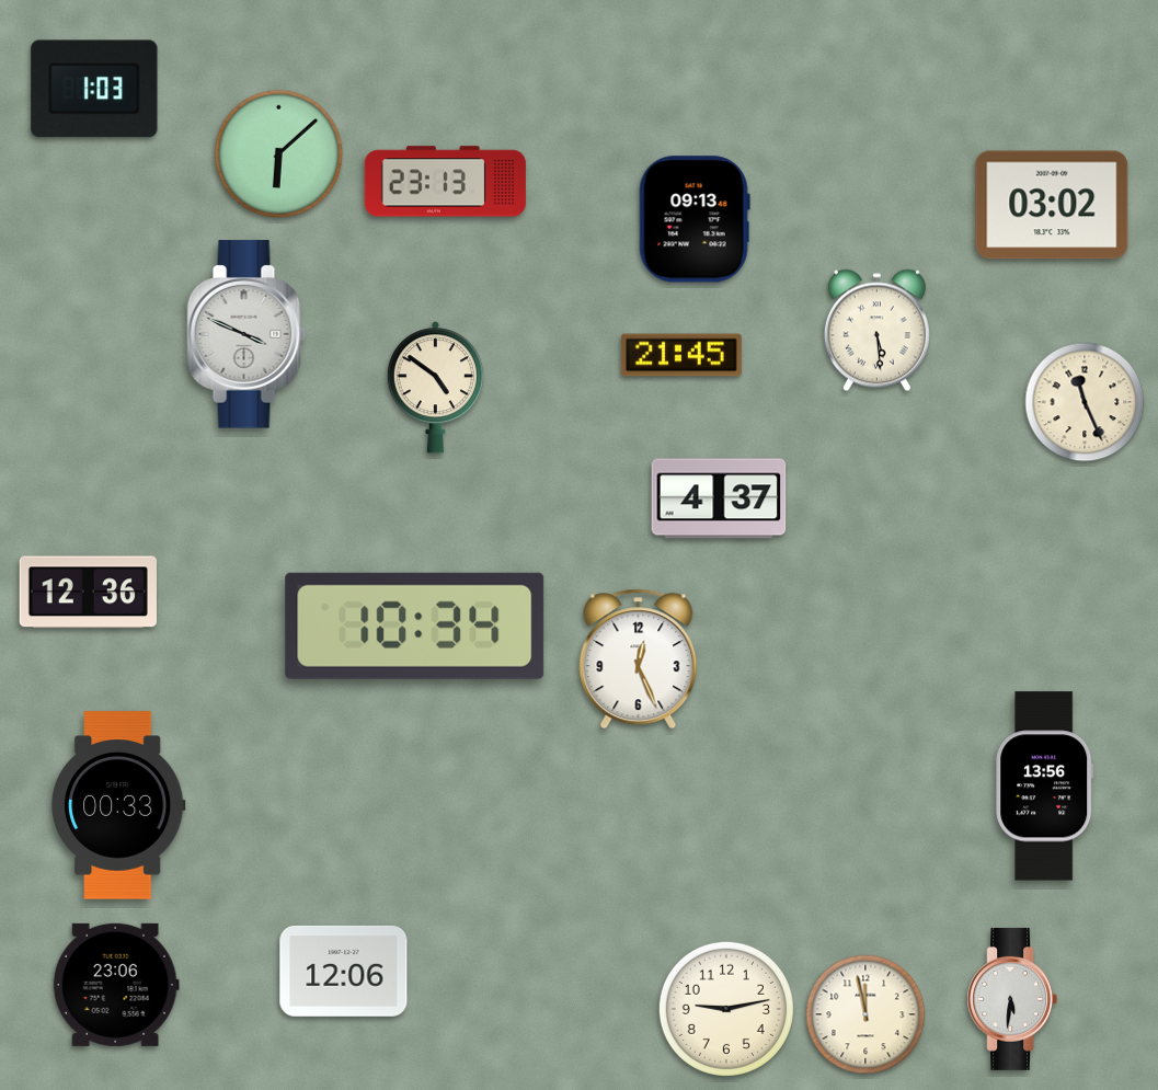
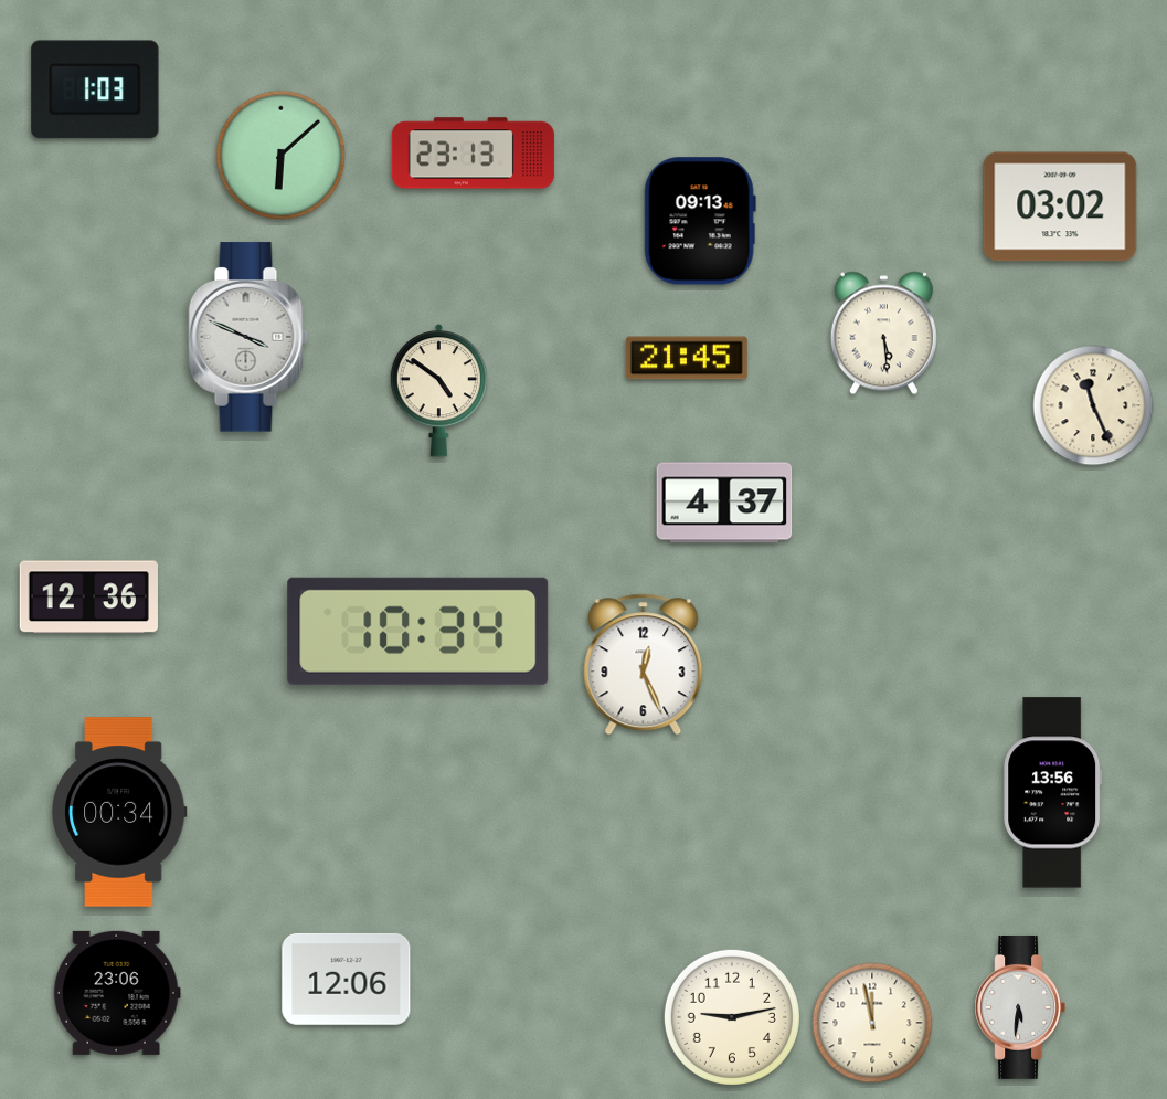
clock at (445, 182) position: (445, 182) -> (473, 154)
clock at (118, 805): 00:33 -> 00:34
